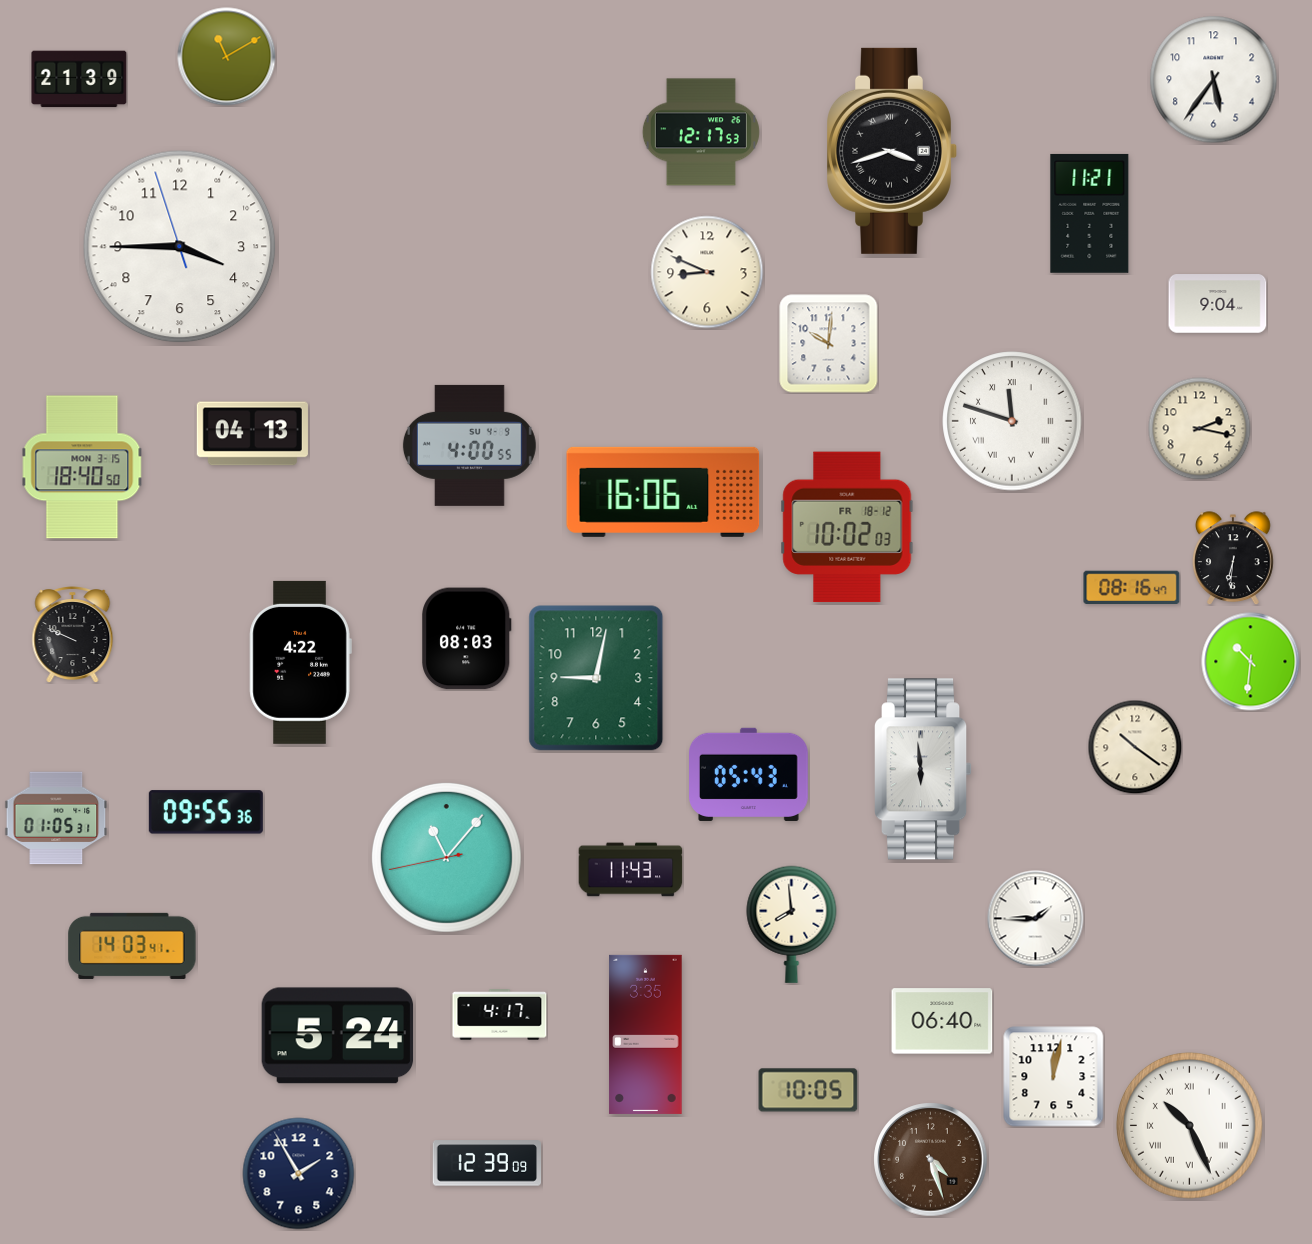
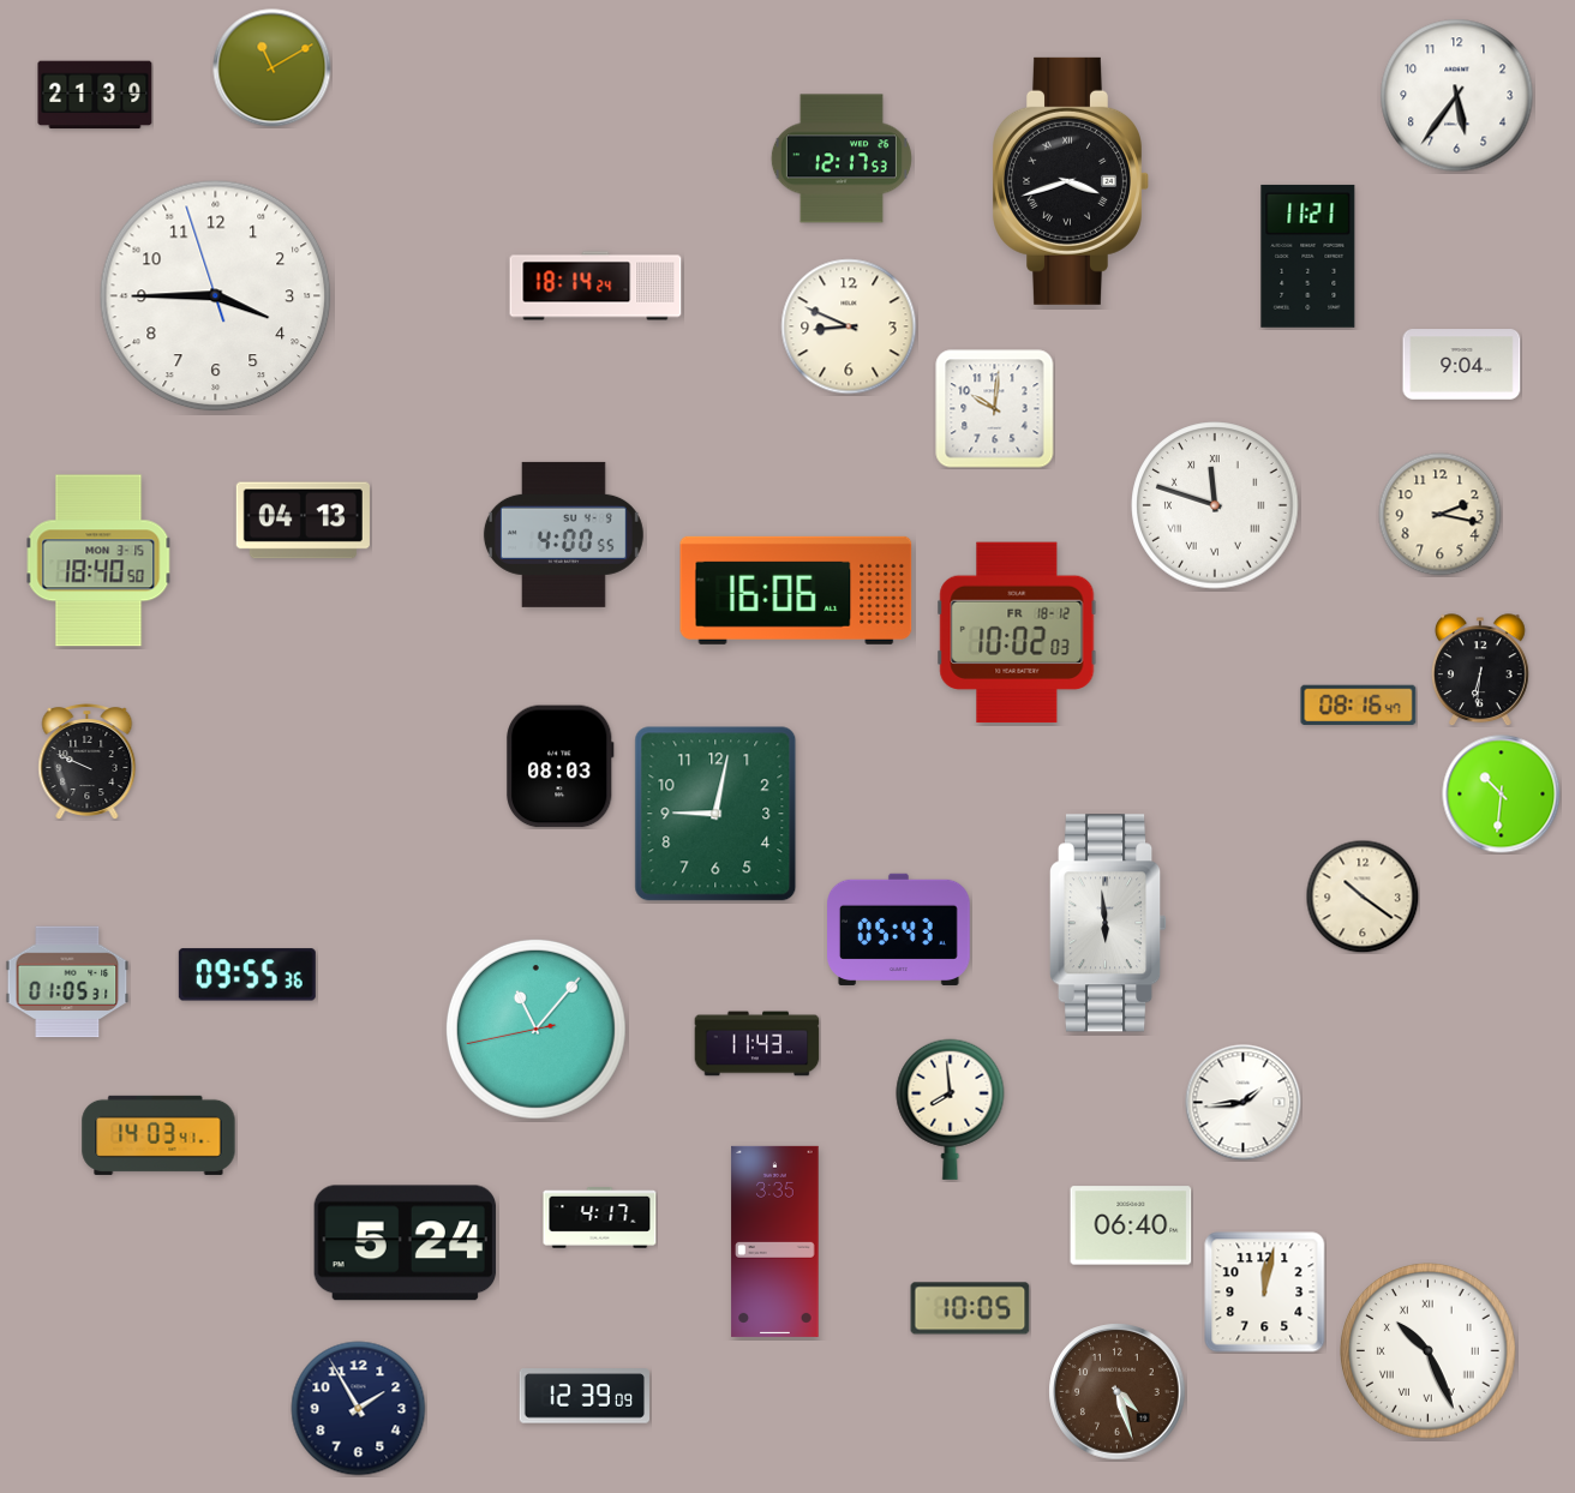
clock at (595, 286): none -> 18:14
clock at (829, 344) position: (829, 344) -> (995, 409)
clock at (300, 662): 4:22 -> none
clock at (1036, 919): 1:45 -> 1:44
